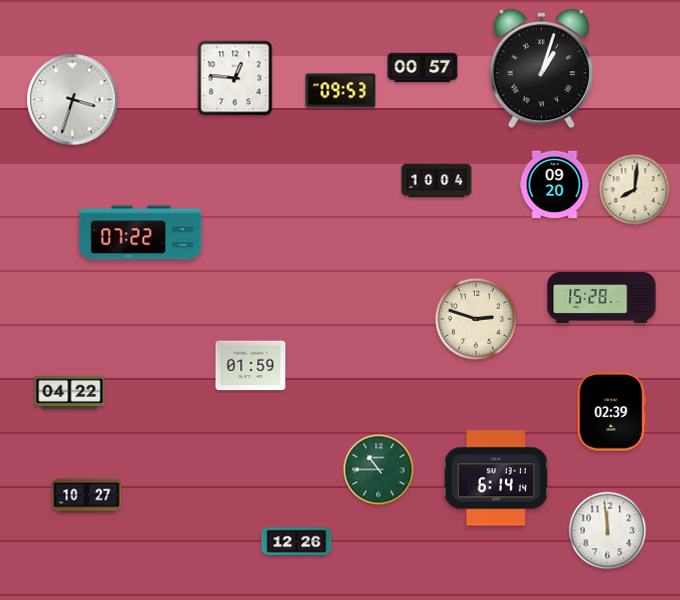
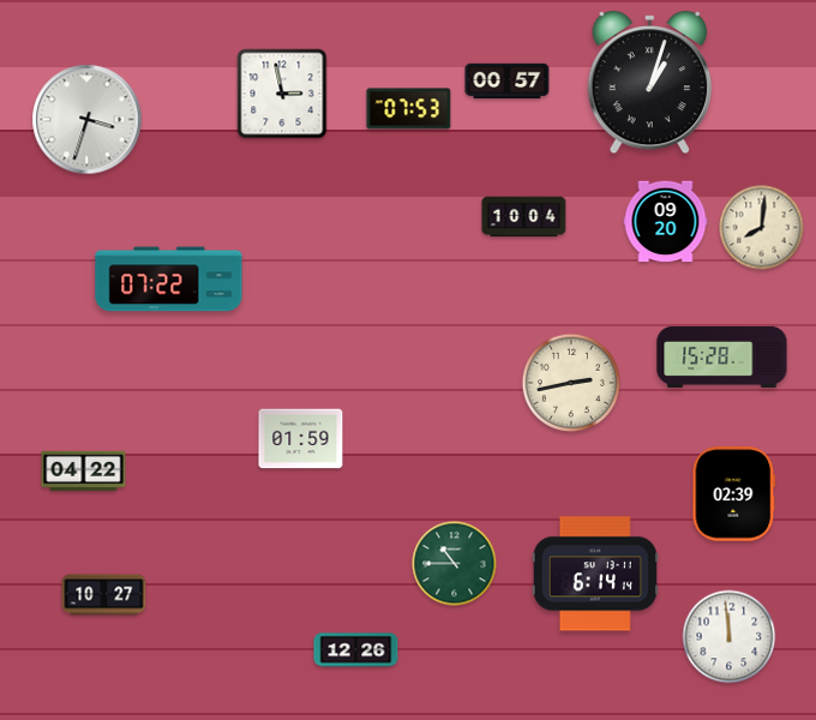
clock at (235, 78): 12:46 -> 2:58
clock at (341, 91): 09:53 -> 07:53
clock at (476, 319): 2:48 -> 2:43
